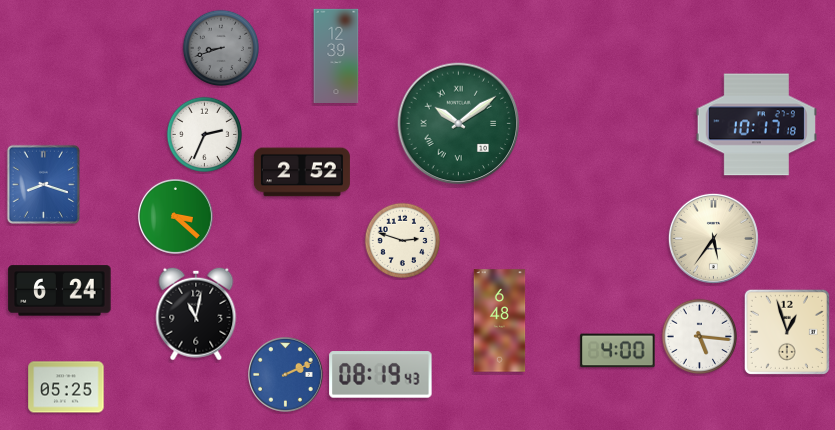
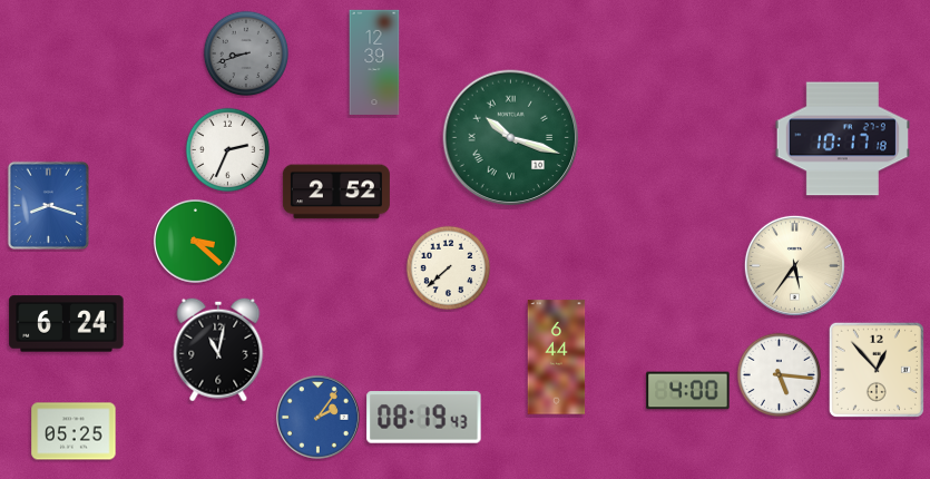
clock at (459, 124): 10:09 -> 10:18
clock at (403, 241): 2:48 -> 7:38
clock at (500, 321): 6:48 -> 6:44
clock at (787, 332): 12:57 -> 12:53
clock at (285, 374): 2:11 -> 2:06
